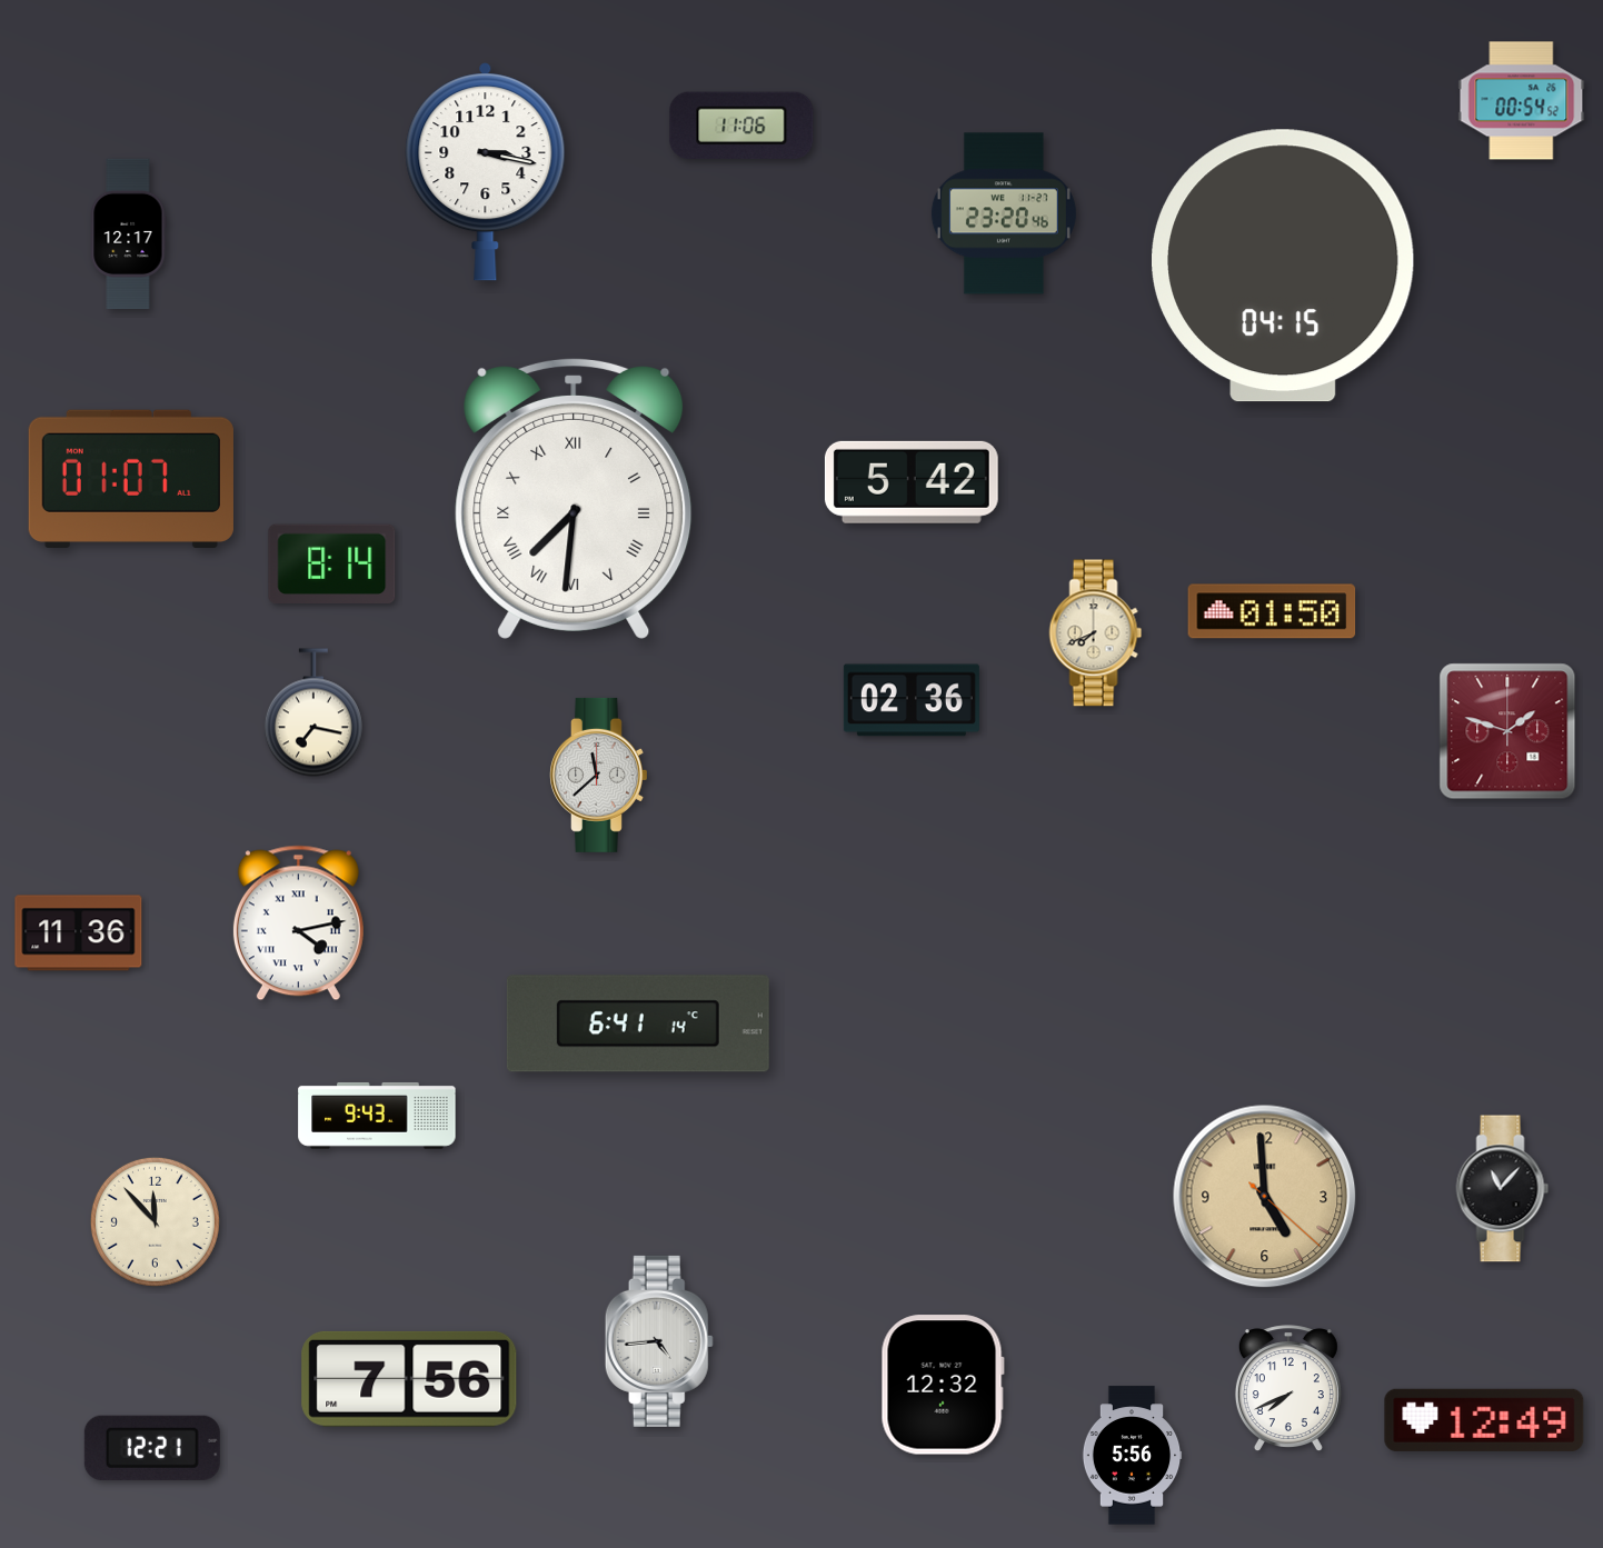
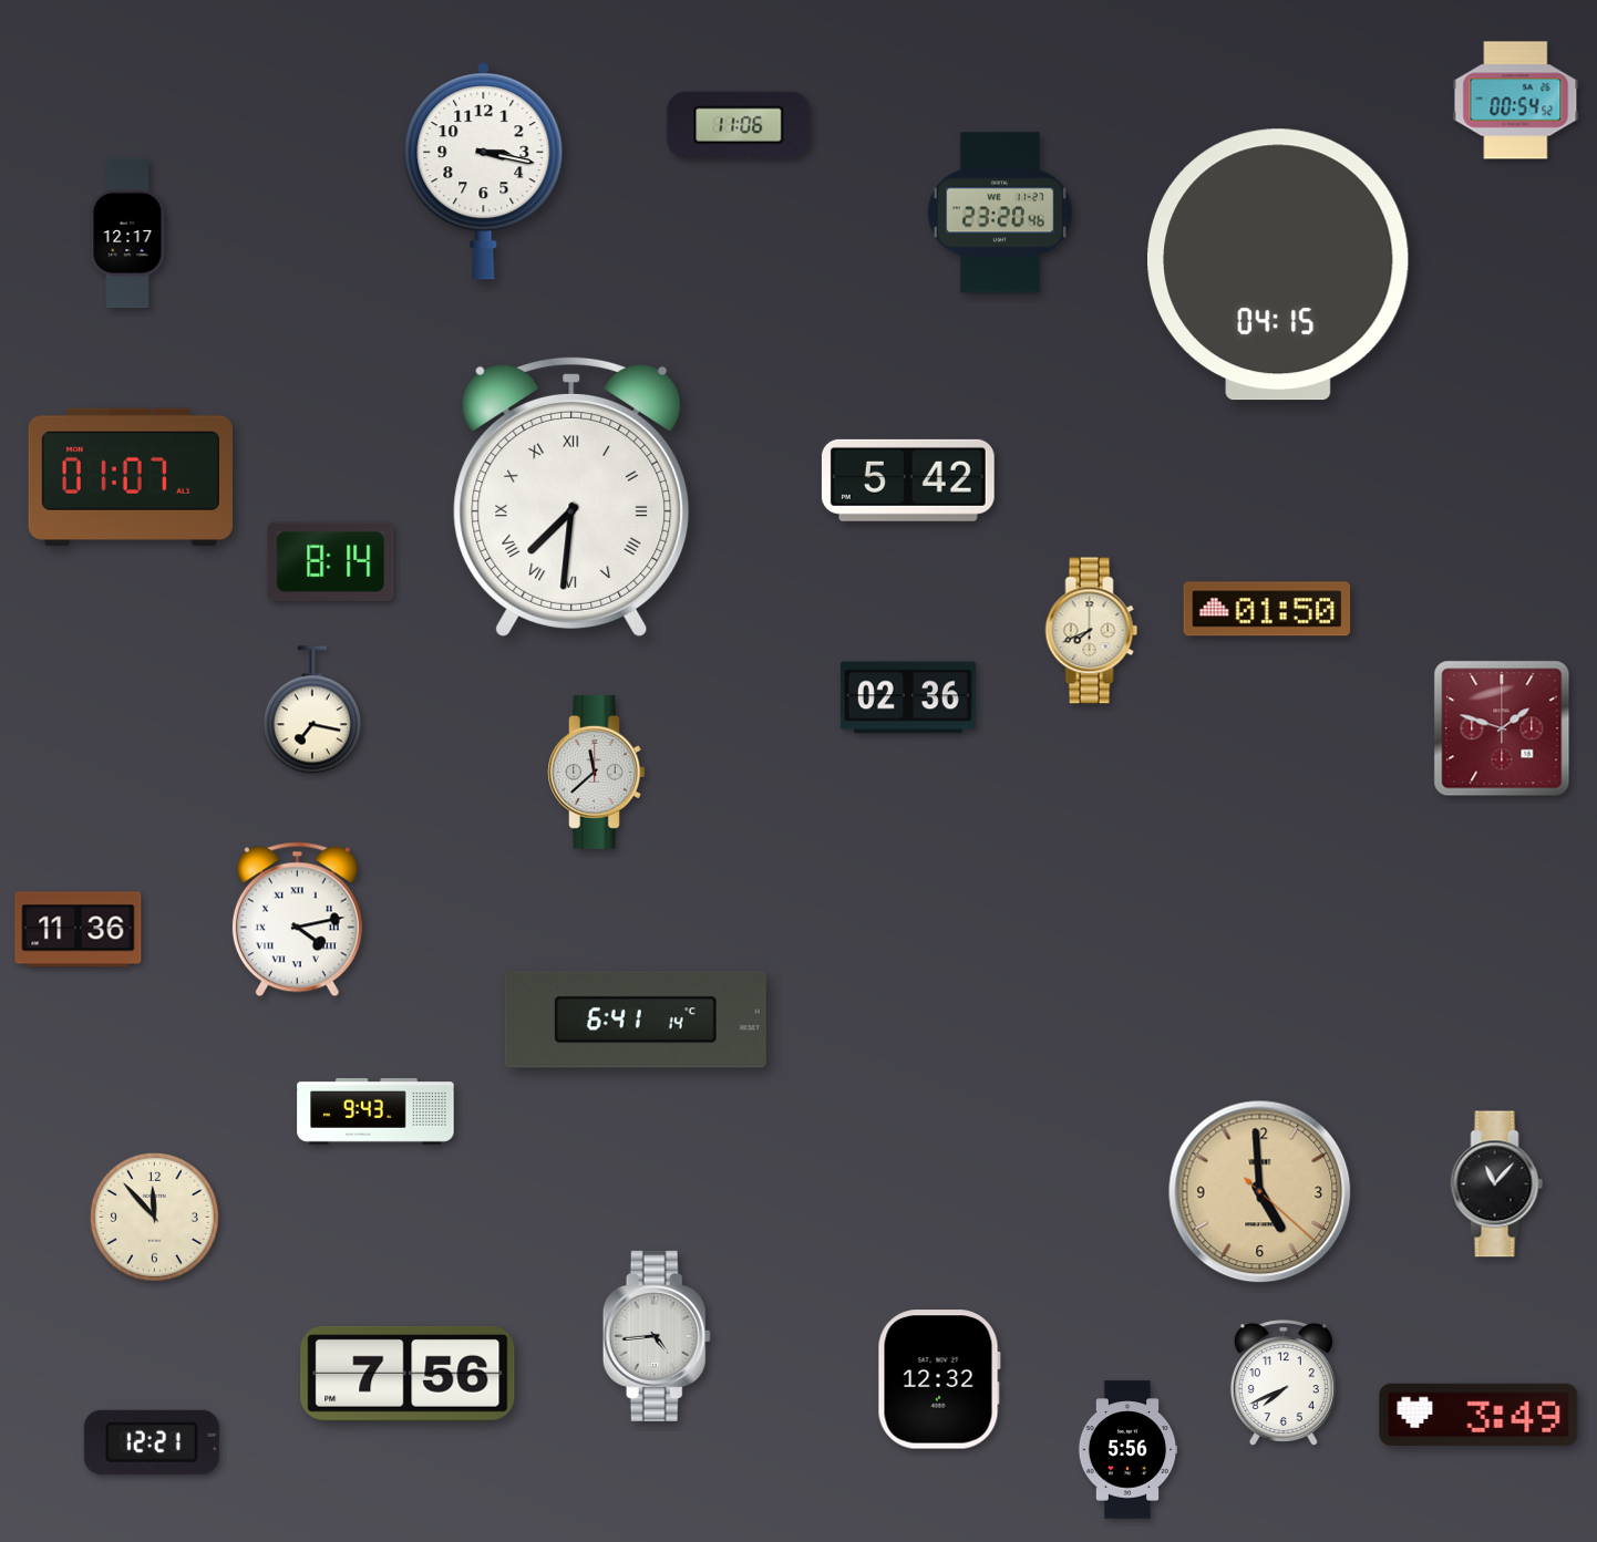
clock at (1484, 1420): 12:49 -> 3:49
